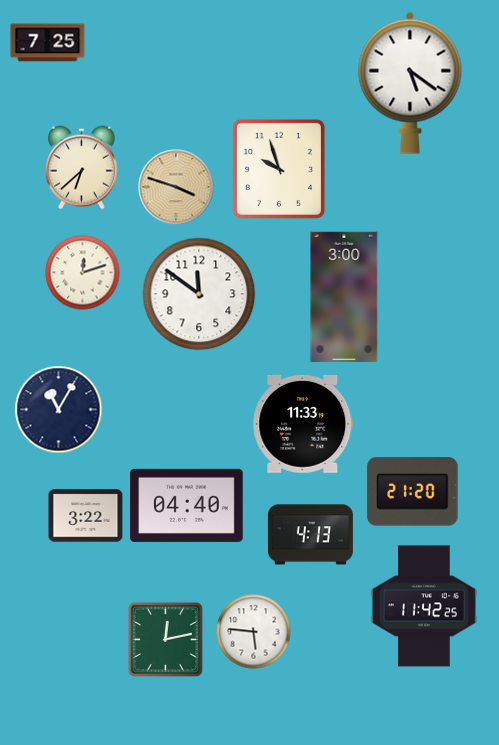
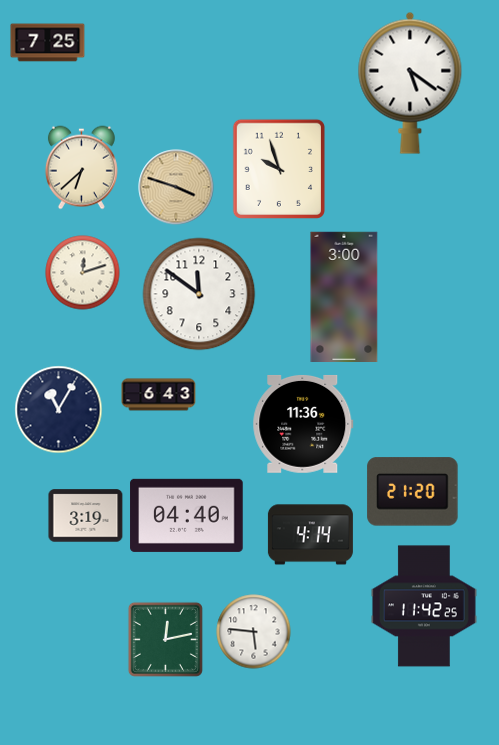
clock at (159, 395): none -> 6:43
clock at (303, 424): 11:33 -> 11:36
clock at (187, 505) position: (187, 505) -> (187, 515)
clock at (86, 516): 3:22 -> 3:19
clock at (310, 535): 4:13 -> 4:14
